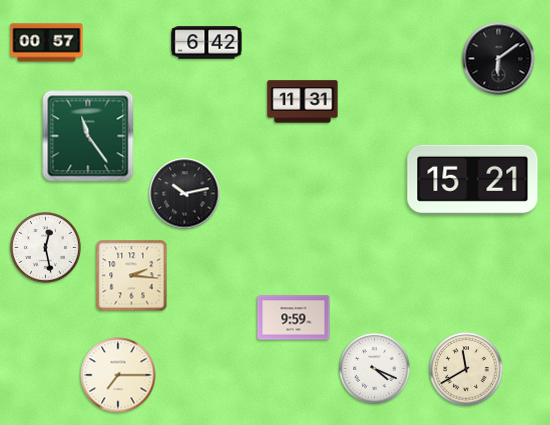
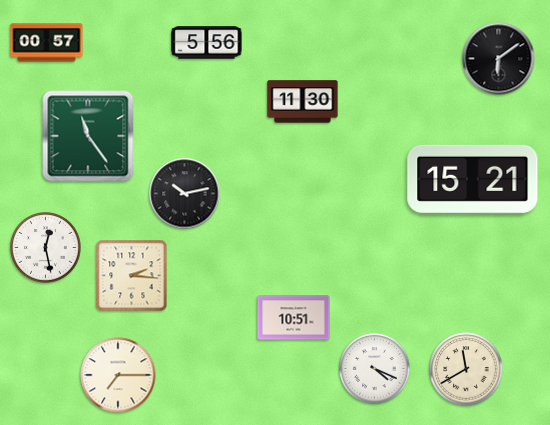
clock at (207, 43): 6:42 -> 5:56
clock at (303, 102): 11:31 -> 11:30
clock at (294, 318): 9:59 -> 10:51
